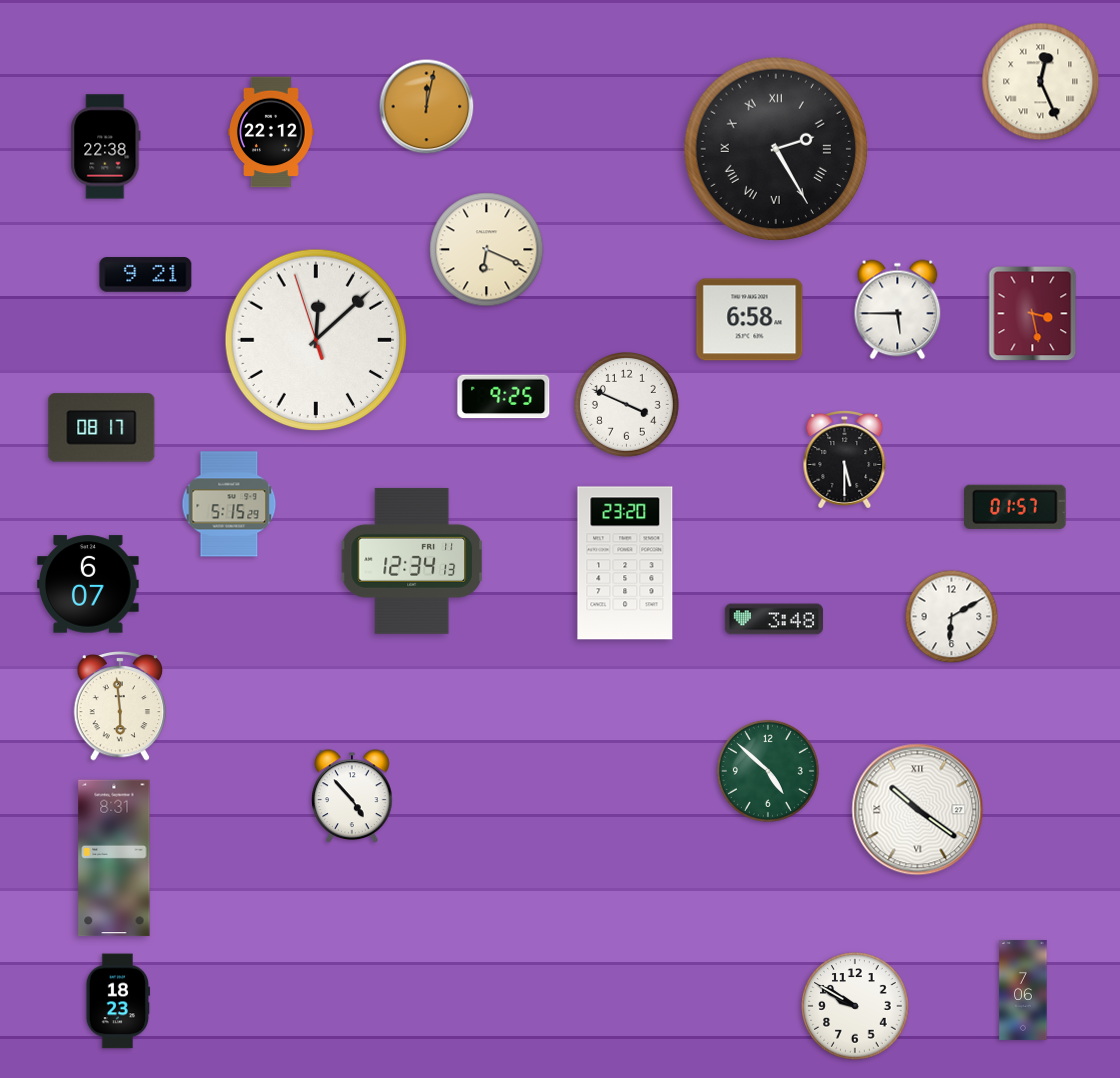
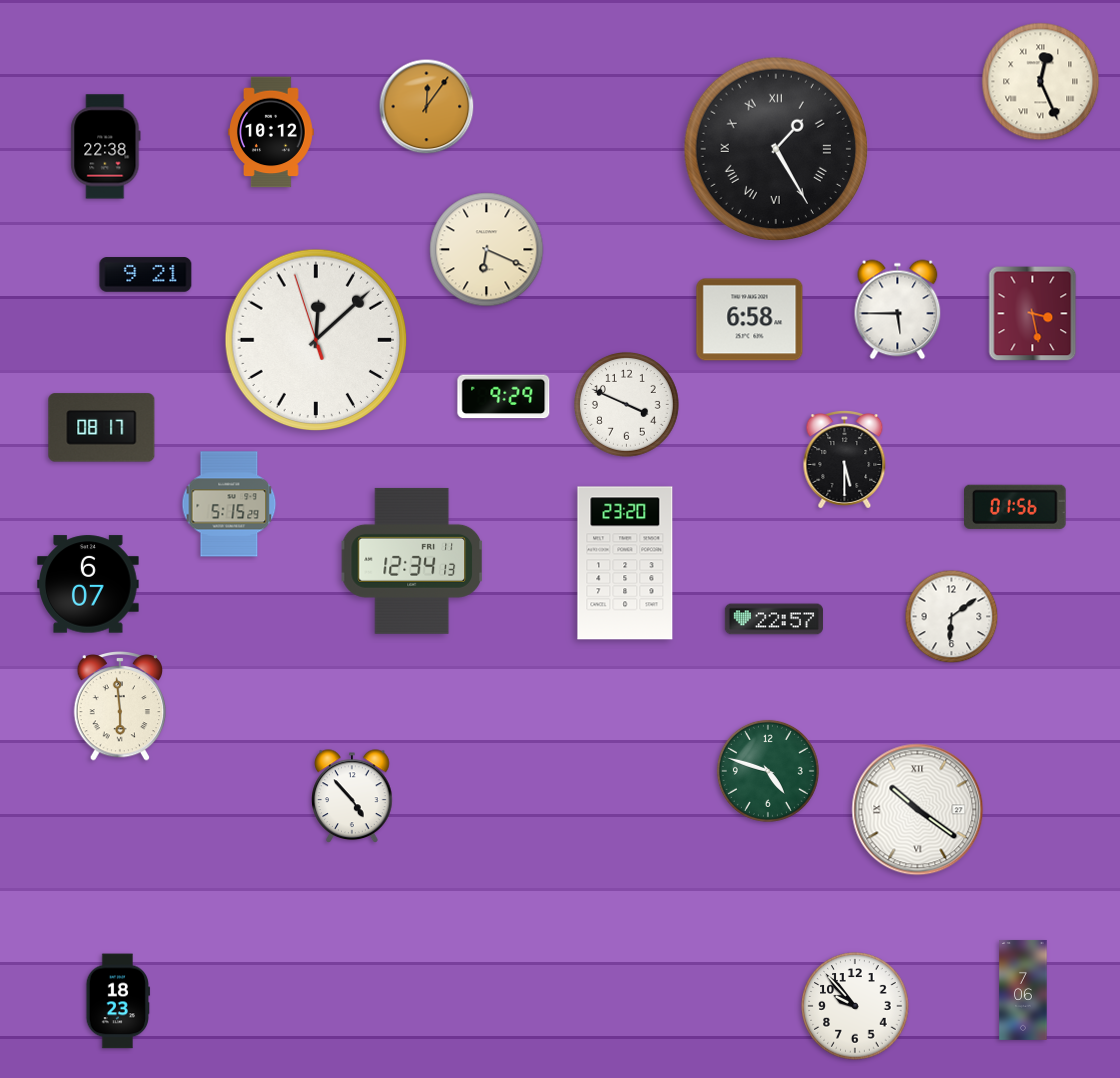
clock at (427, 107): 12:02 -> 12:06
clock at (272, 132): 22:12 -> 10:12
clock at (776, 149): 2:25 -> 1:25
clock at (504, 397): 9:25 -> 9:29
clock at (1016, 507): 01:57 -> 01:56
clock at (952, 617): 6:10 -> 6:09
clock at (774, 619): 3:48 -> 22:57
clock at (768, 771): 4:52 -> 4:48
clock at (114, 858): 8:31 -> none
clock at (855, 1006): 9:50 -> 9:53
